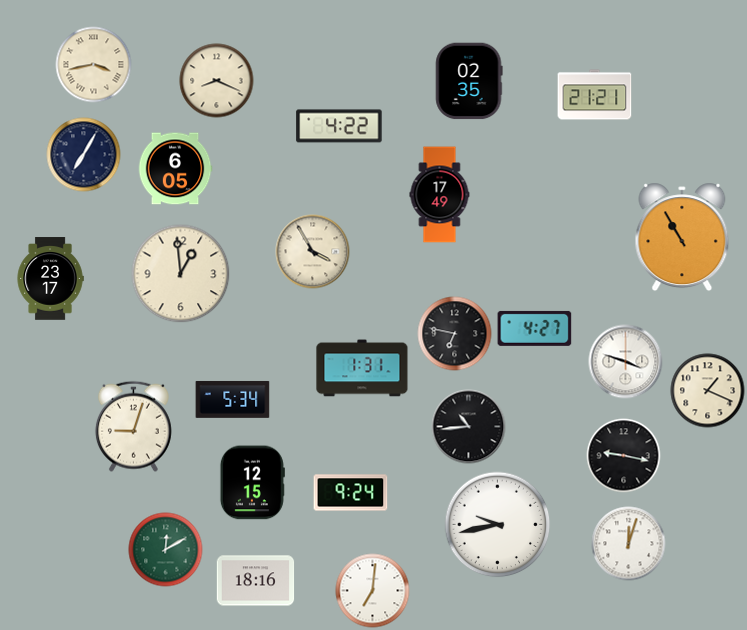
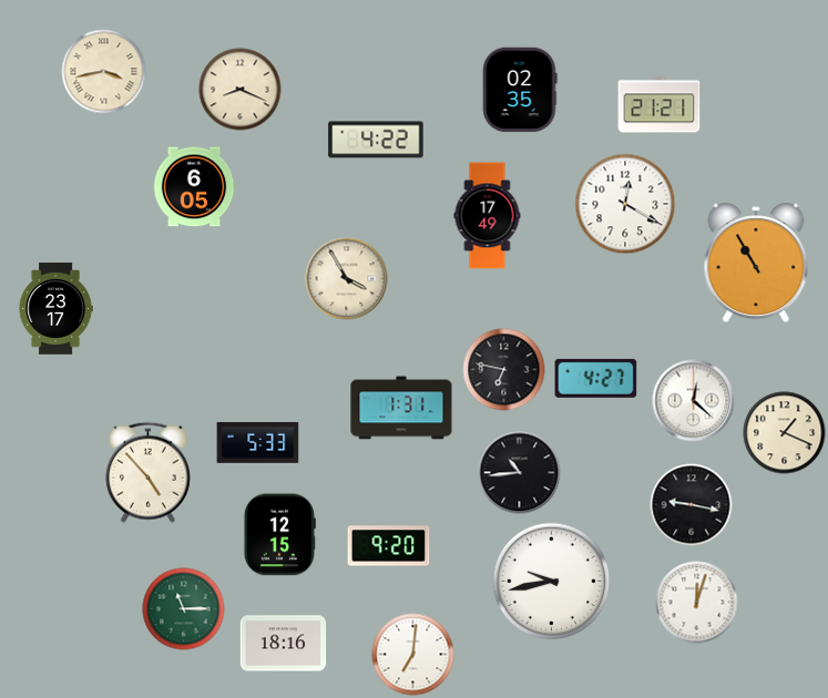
clock at (84, 155): 7:05 -> none
clock at (625, 204): none -> 12:20
clock at (181, 274): 12:59 -> none
clock at (535, 328) position: (535, 328) -> (596, 378)
clock at (626, 362): 3:48 -> 12:22
clock at (233, 399): 5:34 -> 5:33
clock at (133, 426): 9:03 -> 4:53
clock at (351, 493): 9:24 -> 9:20
clock at (166, 550): 12:10 -> 11:15
